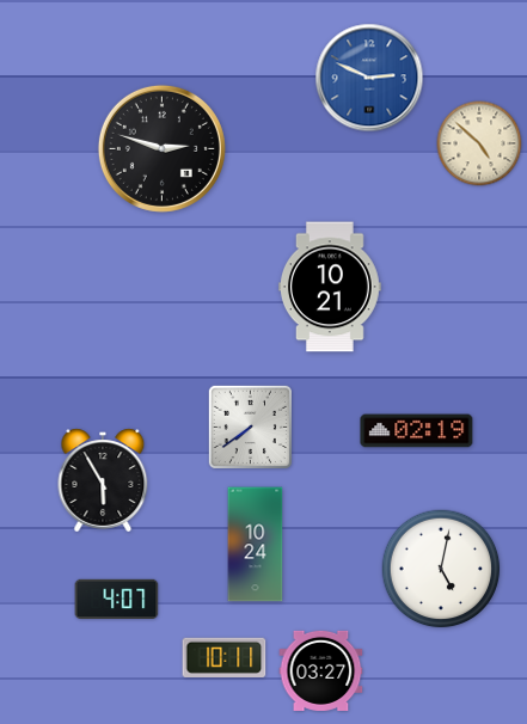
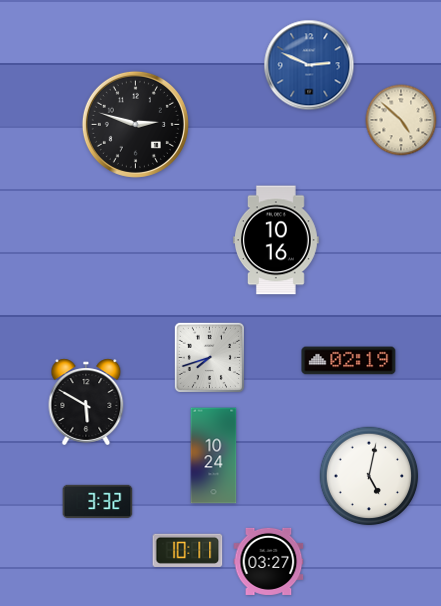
clock at (330, 287): 10:21 -> 10:16
clock at (250, 427): 7:39 -> 7:42
clock at (103, 480): 5:55 -> 5:50
clock at (117, 599): 4:07 -> 3:32
